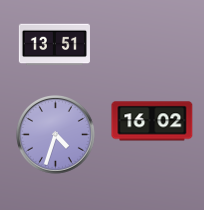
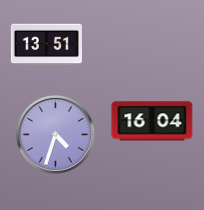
clock at (54, 45) position: (54, 45) -> (46, 45)
clock at (152, 121): 16:02 -> 16:04
